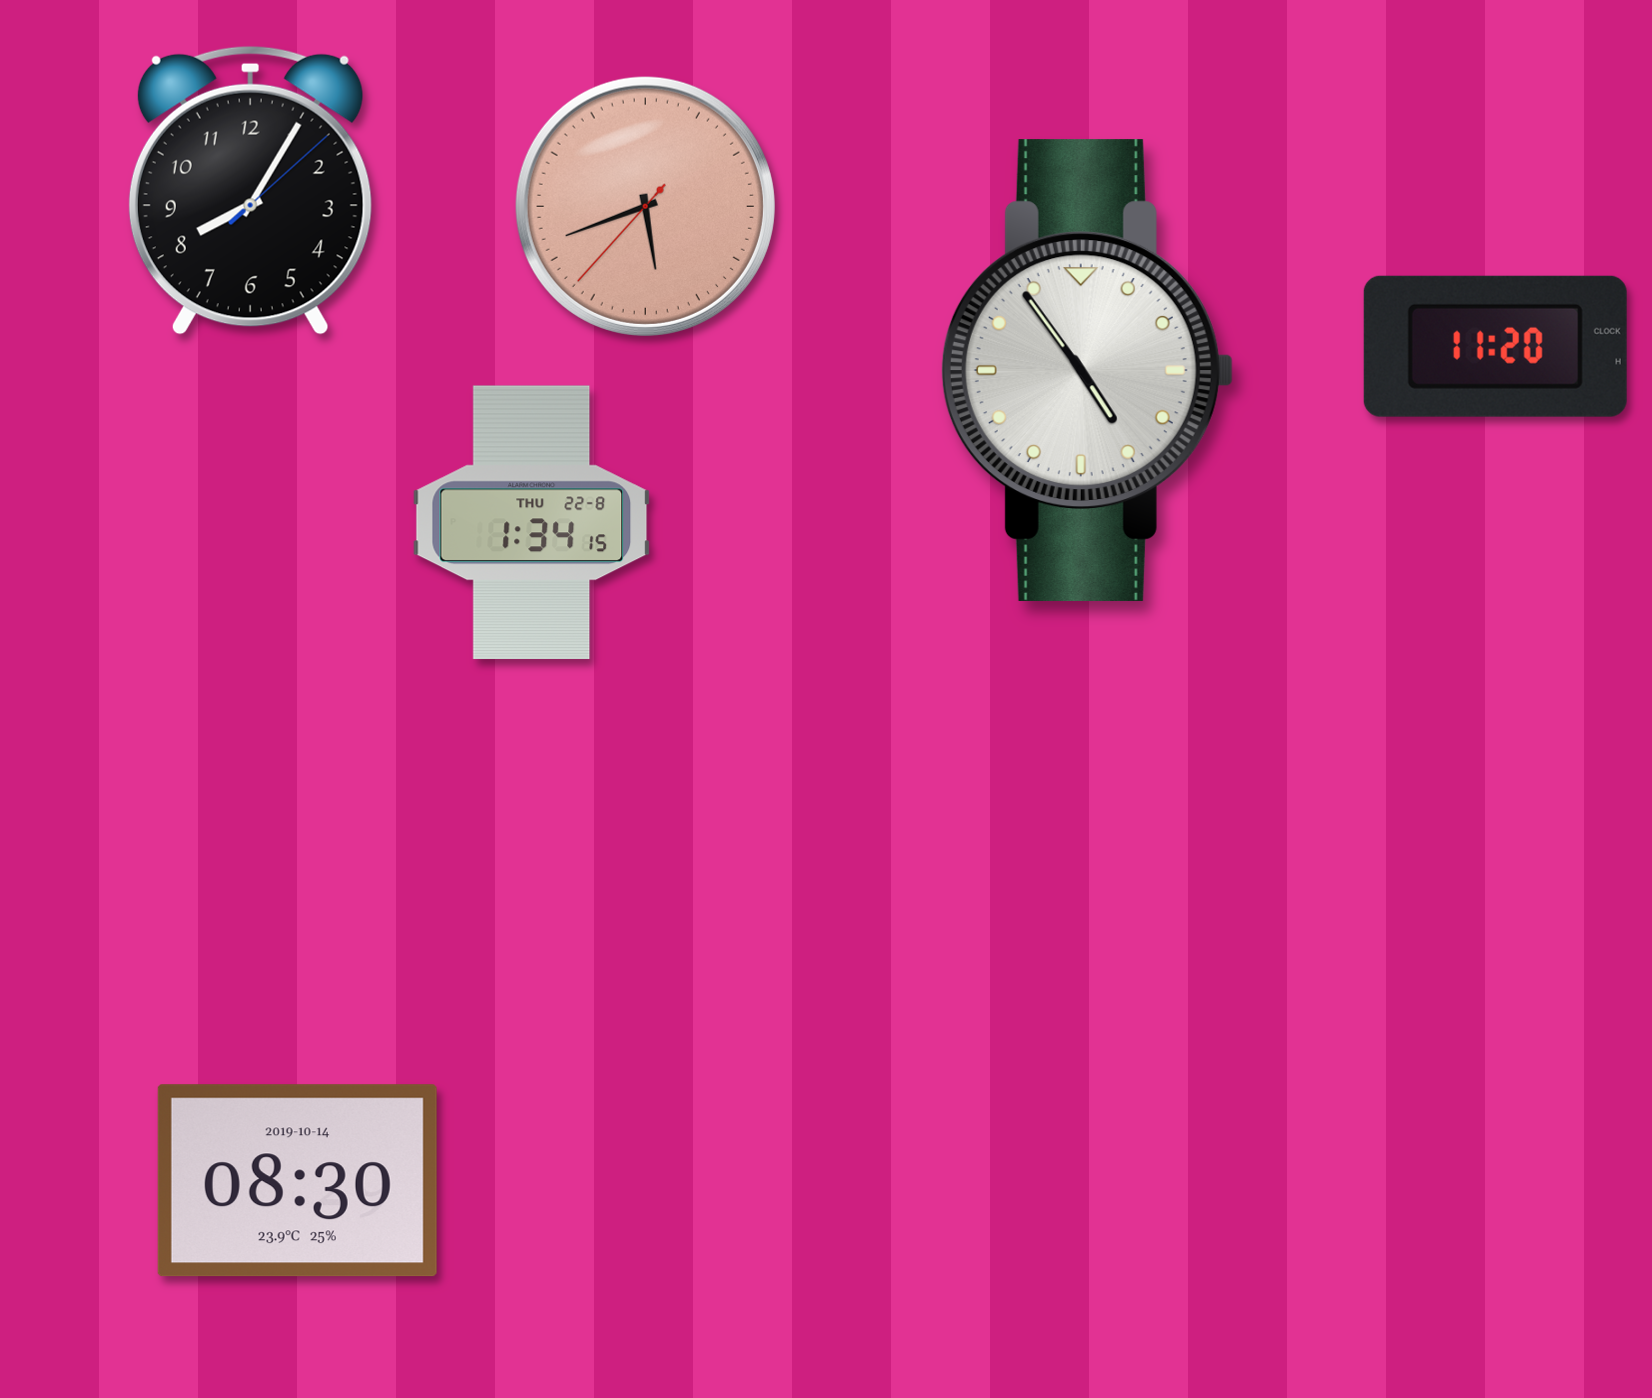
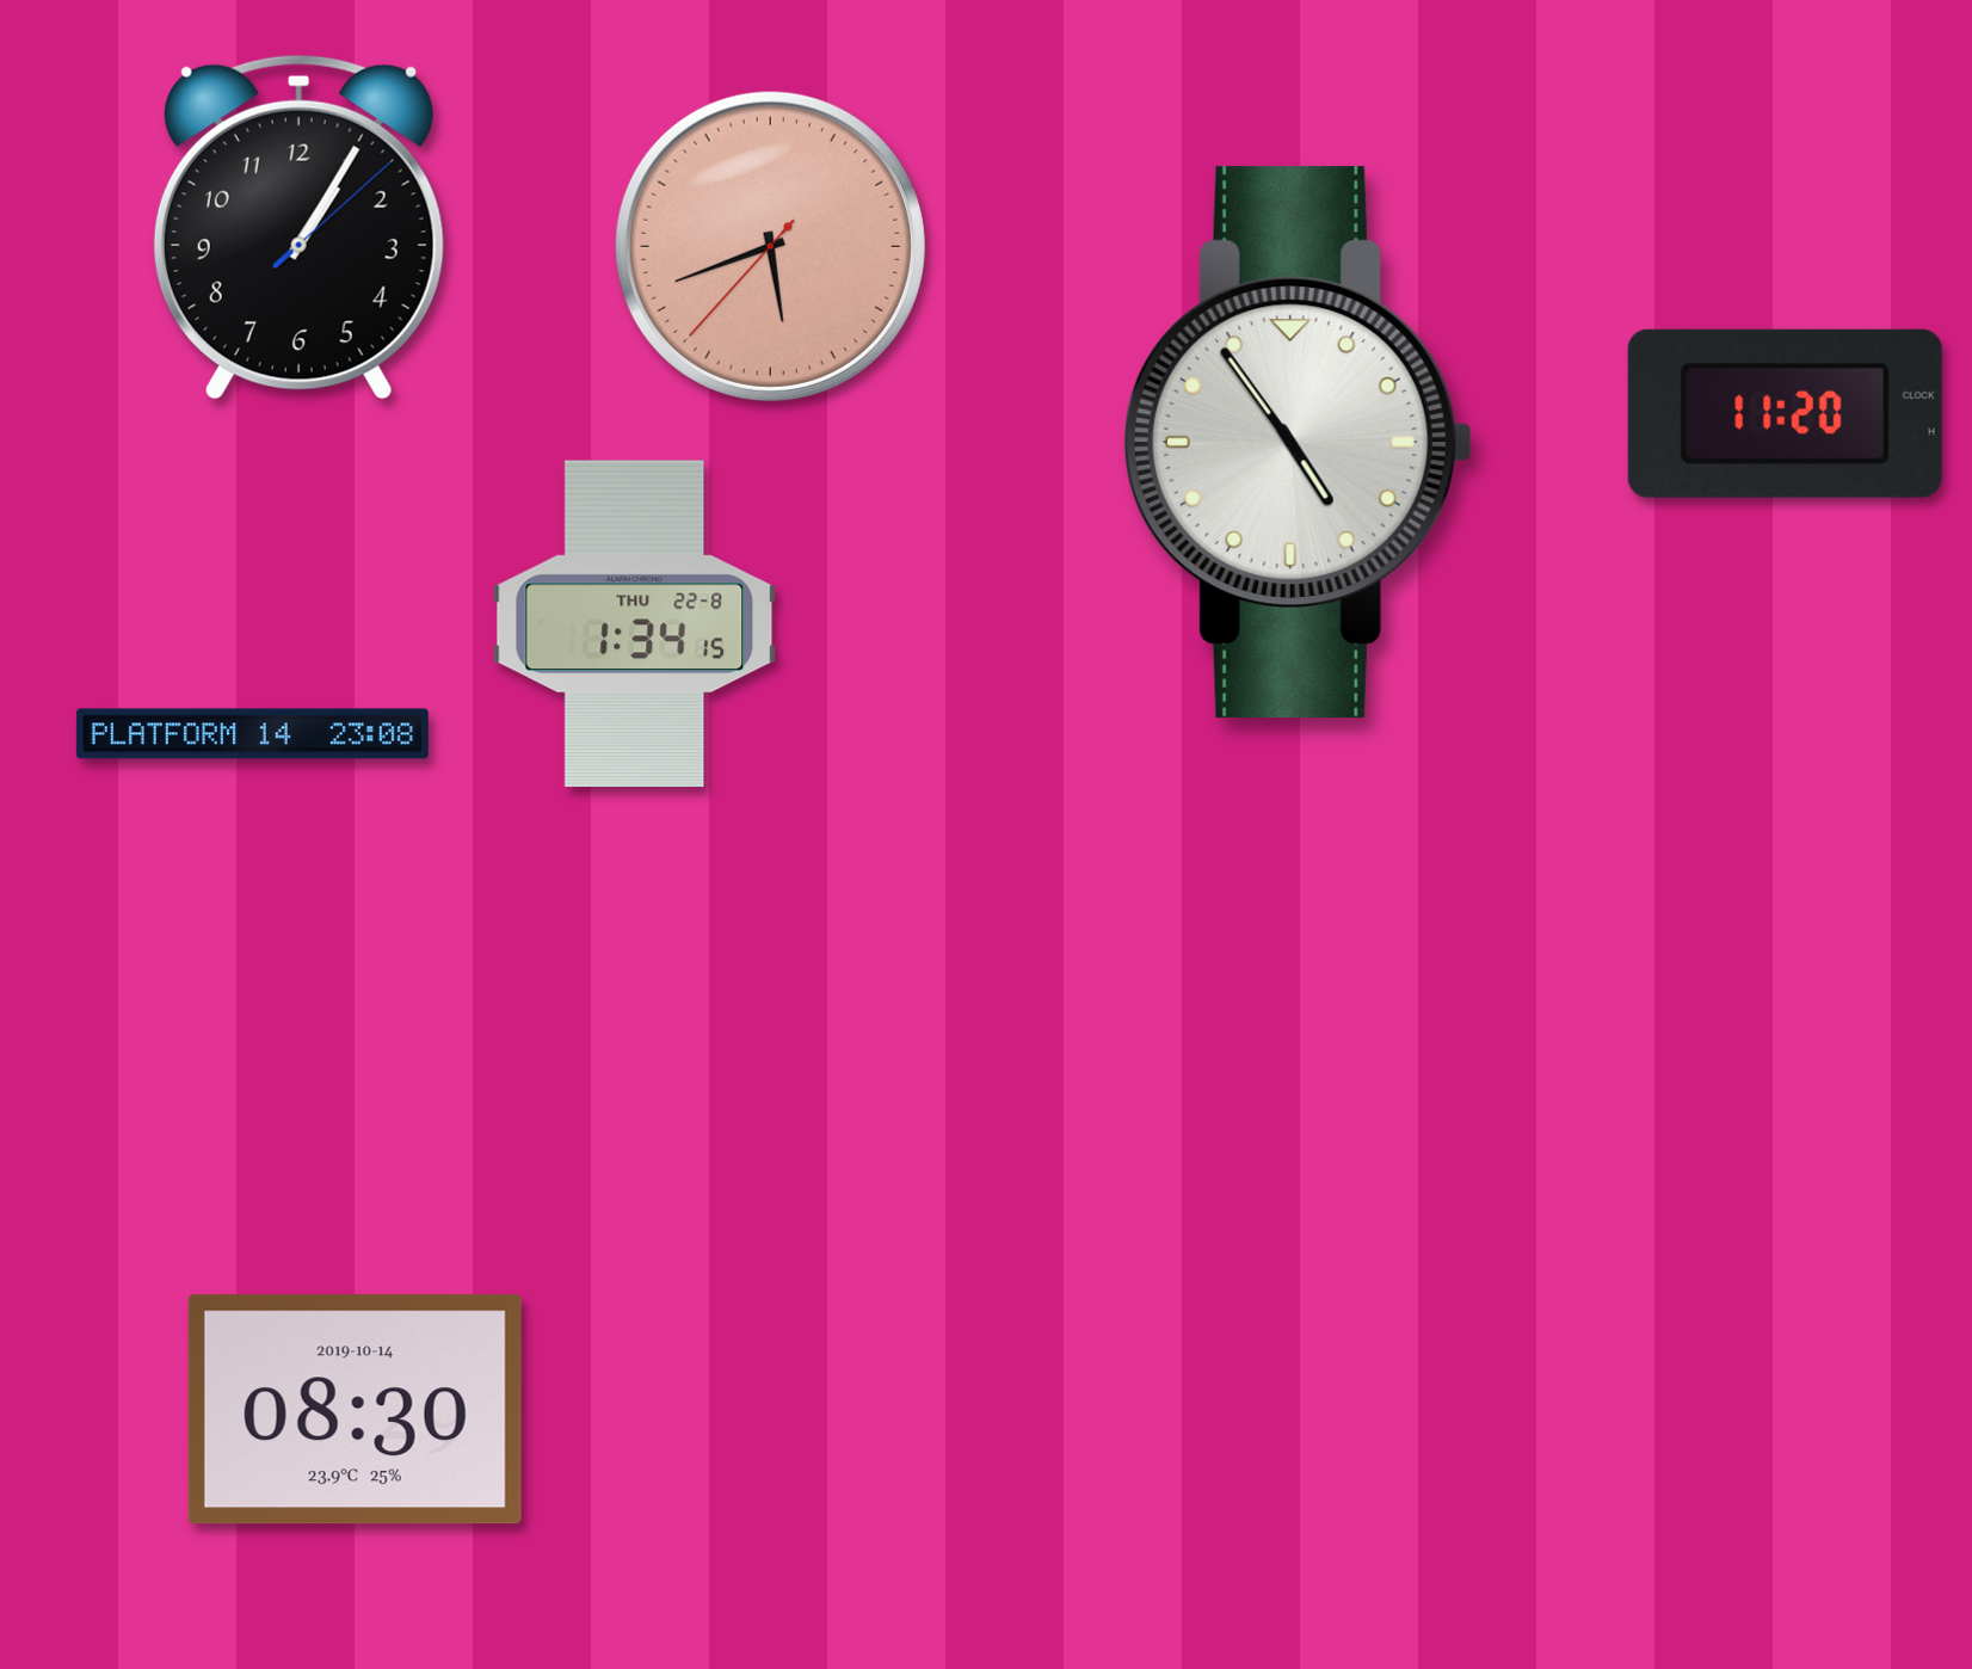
clock at (250, 190): 8:05 -> 1:05
clock at (252, 734): none -> 23:08
